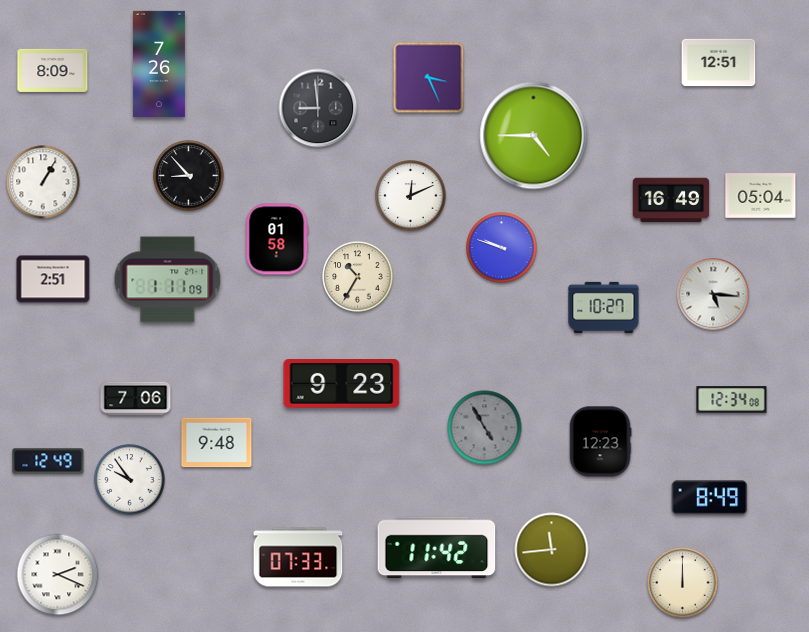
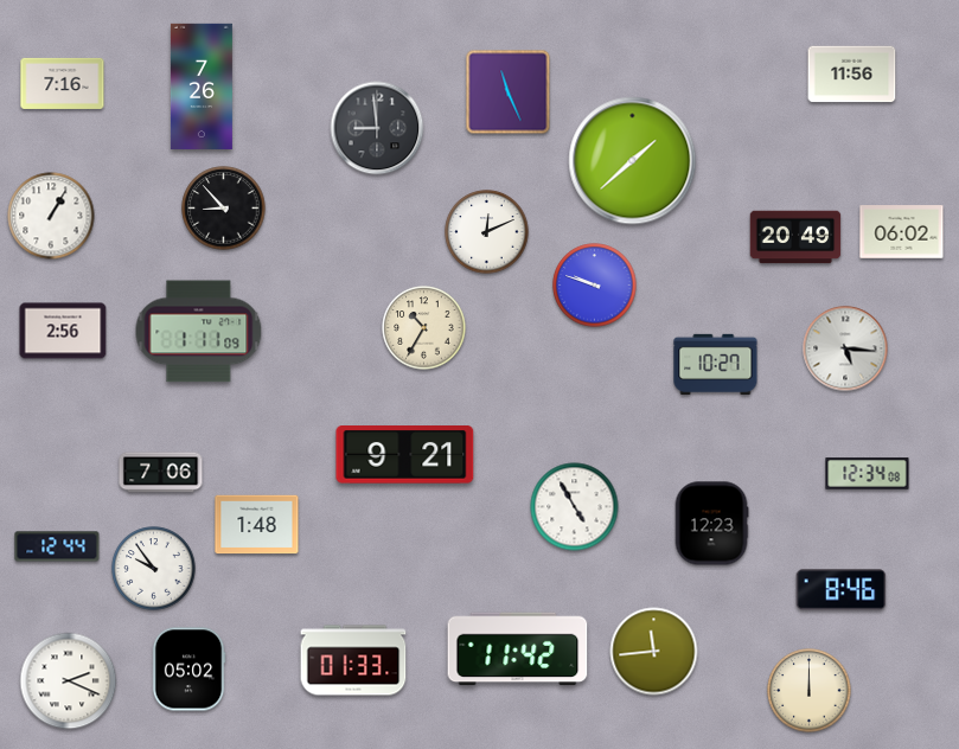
clock at (719, 63): 12:51 -> 11:56
clock at (159, 64) position: (159, 64) -> (202, 87)
clock at (53, 70): 8:09 -> 7:16
clock at (429, 78): 3:26 -> 11:26
clock at (534, 136): 4:45 -> 1:38
clock at (761, 196): 05:04 -> 06:02
clock at (671, 200): 16:49 -> 20:49
clock at (277, 239): 01:58 -> none
clock at (502, 248) position: (502, 248) -> (595, 286)
clock at (53, 279): 2:51 -> 2:56
clock at (342, 384): 9:23 -> 9:21
clock at (485, 428) dial: grey -> white
clock at (217, 443): 9:48 -> 1:48
clock at (48, 461): 12:49 -> 12:44
clock at (710, 498): 8:49 -> 8:46
clock at (298, 557): 07:33 -> 01:33
clock at (188, 670): none -> 05:02
